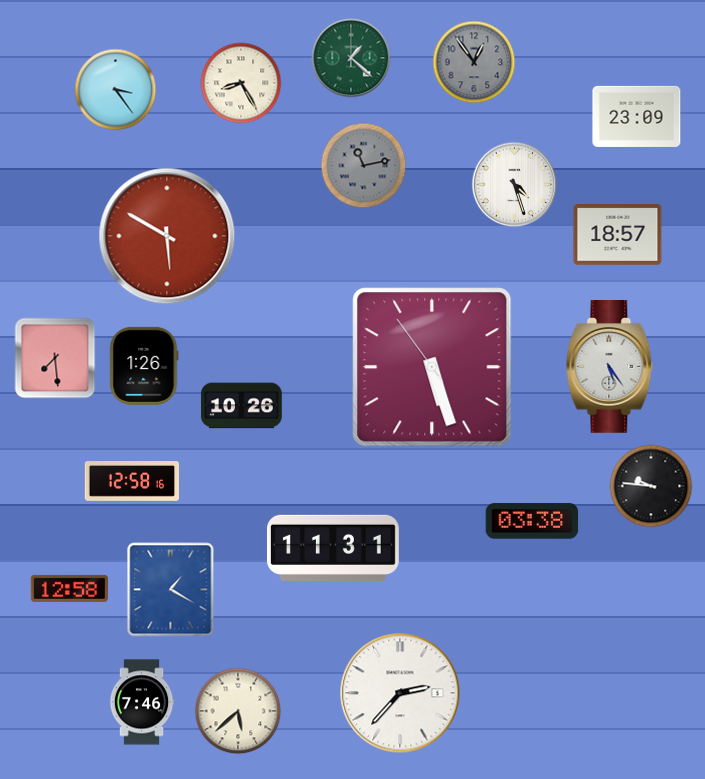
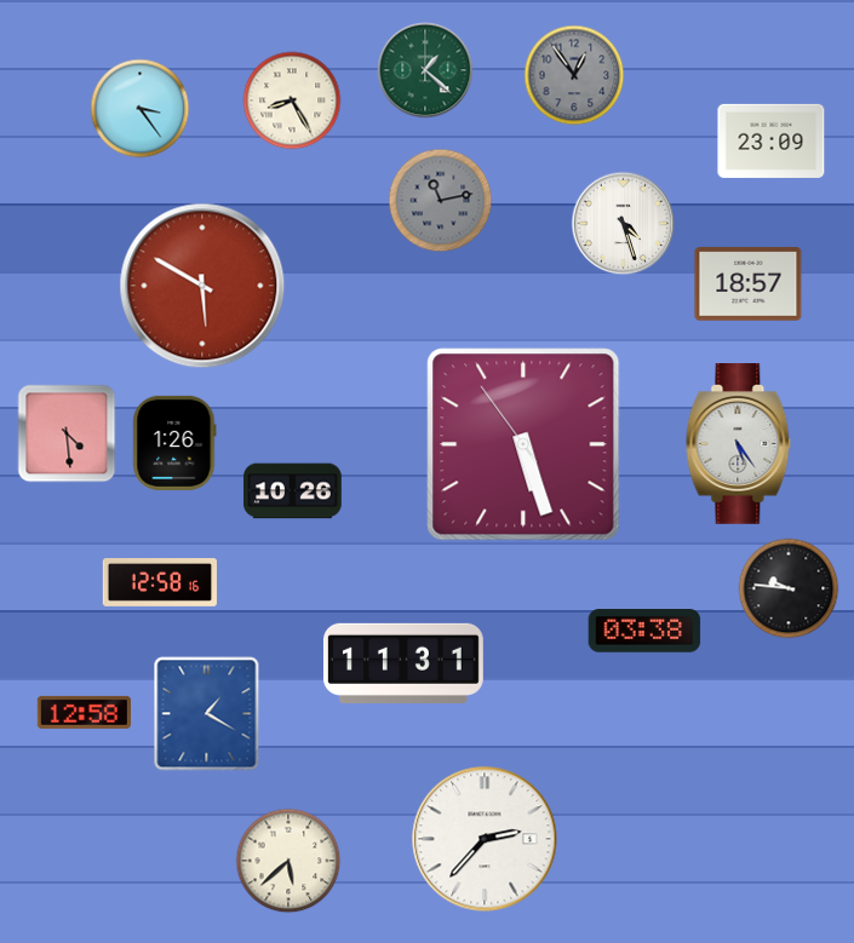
clock at (55, 358): 7:29 -> 4:29
clock at (142, 702): 7:46 -> none
